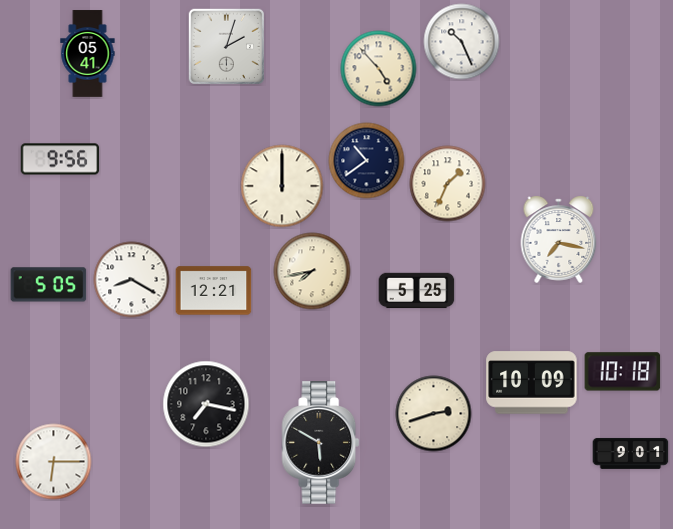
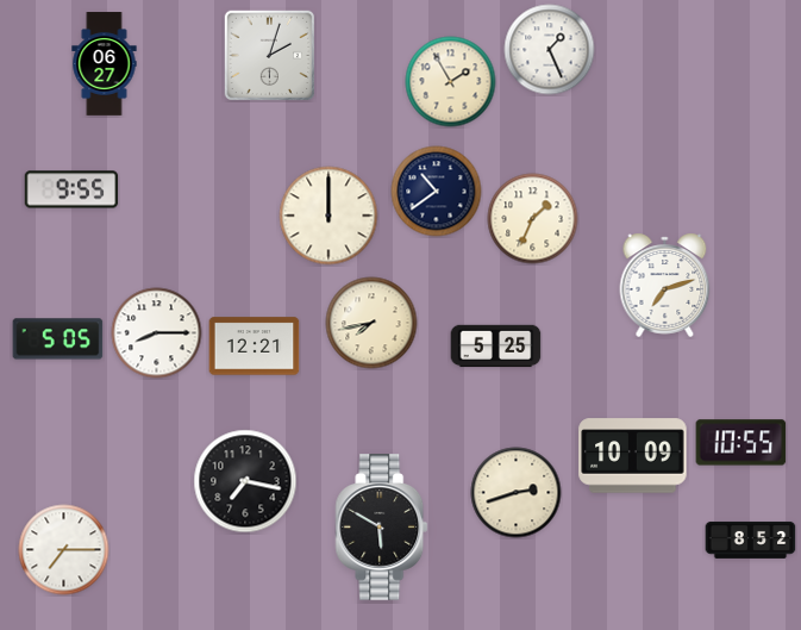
clock at (462, 42): 10:26 -> 1:26
clock at (88, 54): 05:41 -> 06:27
clock at (379, 69): 4:53 -> 1:55
clock at (60, 159): 9:56 -> 9:55
clock at (282, 186) position: (282, 186) -> (328, 216)
clock at (559, 239): 7:17 -> 7:12
clock at (132, 280): 8:20 -> 8:15
clock at (623, 372): 10:18 -> 10:55
clock at (631, 453): 9:01 -> 8:52
clock at (54, 462): 6:15 -> 7:15
